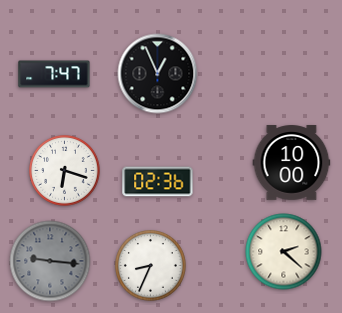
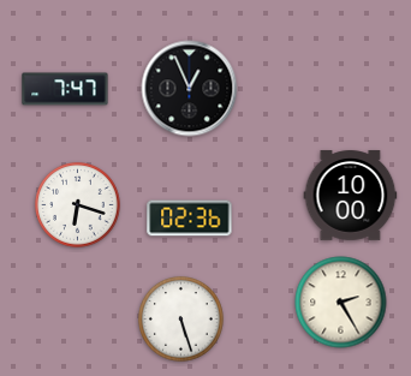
clock at (284, 252): 2:22 -> 2:25
clock at (50, 261): 9:16 -> none
clock at (151, 266): 8:34 -> 5:27
